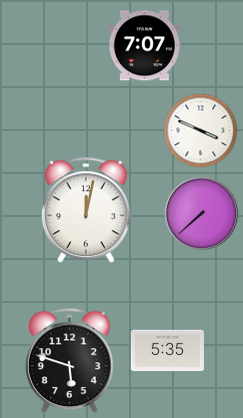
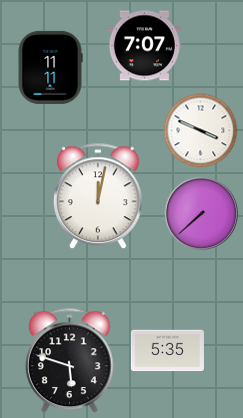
clock at (50, 67): none -> 11:11
clock at (86, 211) position: (86, 211) -> (98, 197)
